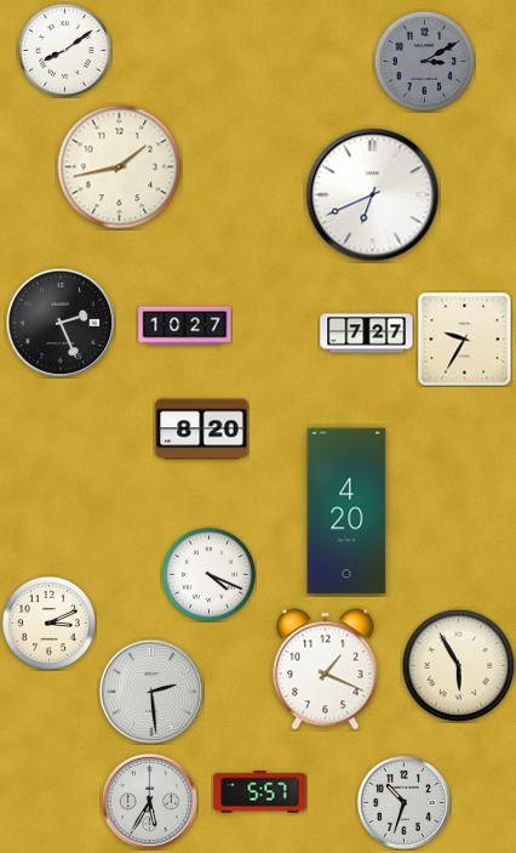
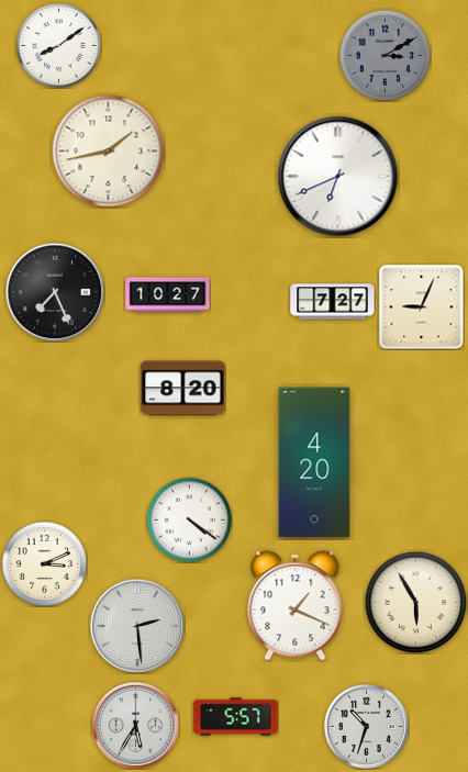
clock at (61, 323): 2:26 -> 7:26
clock at (464, 339): 9:35 -> 9:04
clock at (208, 574): 4:19 -> 4:21
